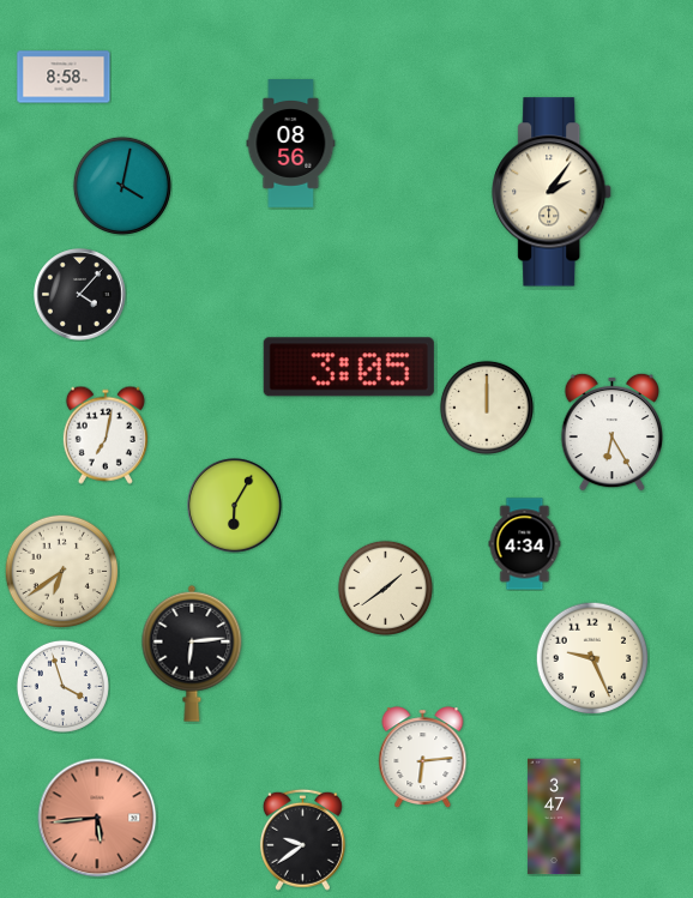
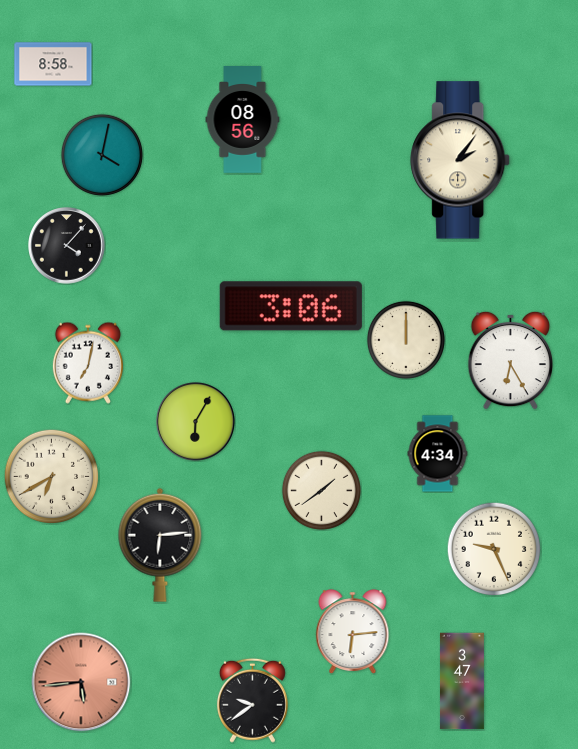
clock at (349, 367): 3:05 -> 3:06
clock at (61, 571): 6:39 -> 6:40
clock at (62, 686): 3:57 -> none
